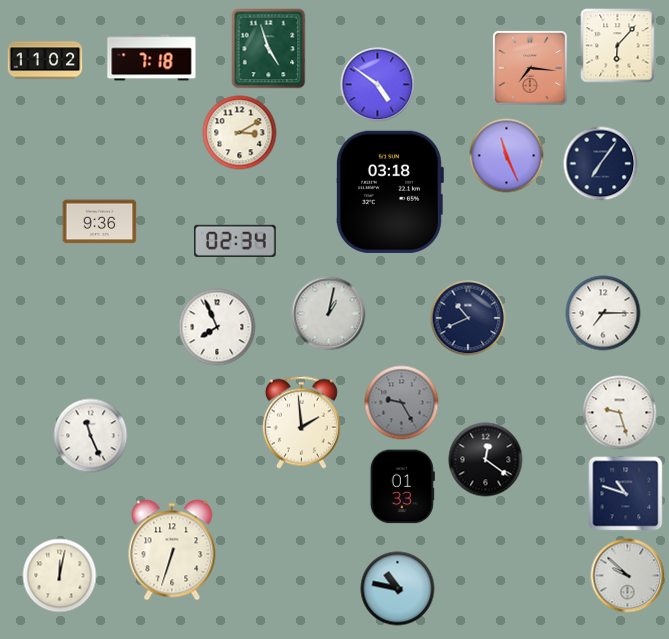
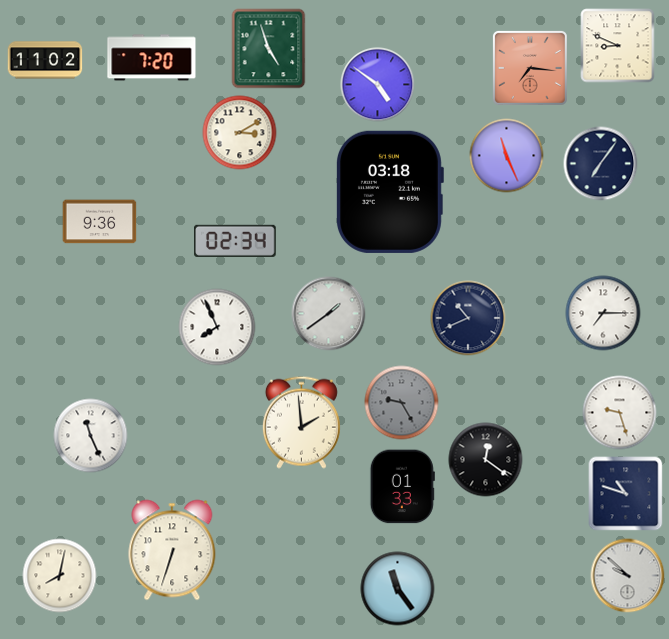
clock at (618, 46): 6:07 -> 8:49
clock at (152, 58): 7:18 -> 7:20
clock at (329, 314): 1:02 -> 1:39
clock at (60, 576): 12:02 -> 8:02
clock at (398, 589): 10:47 -> 11:24
